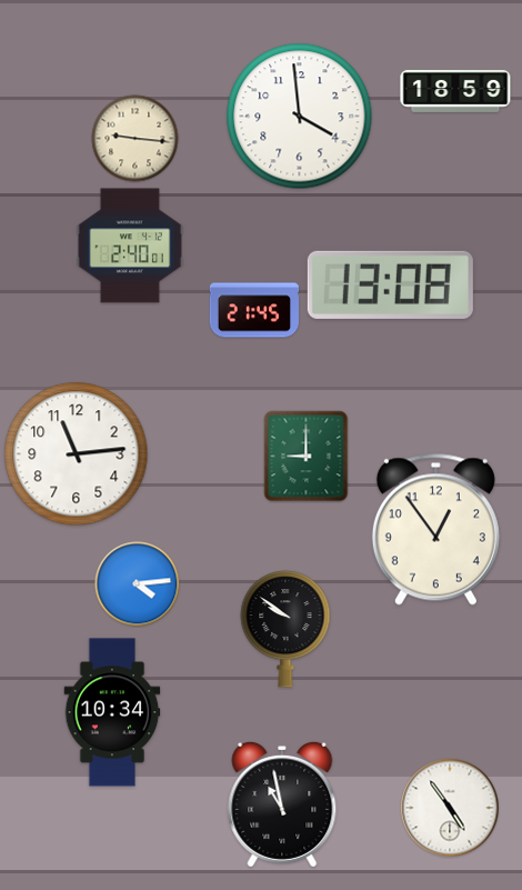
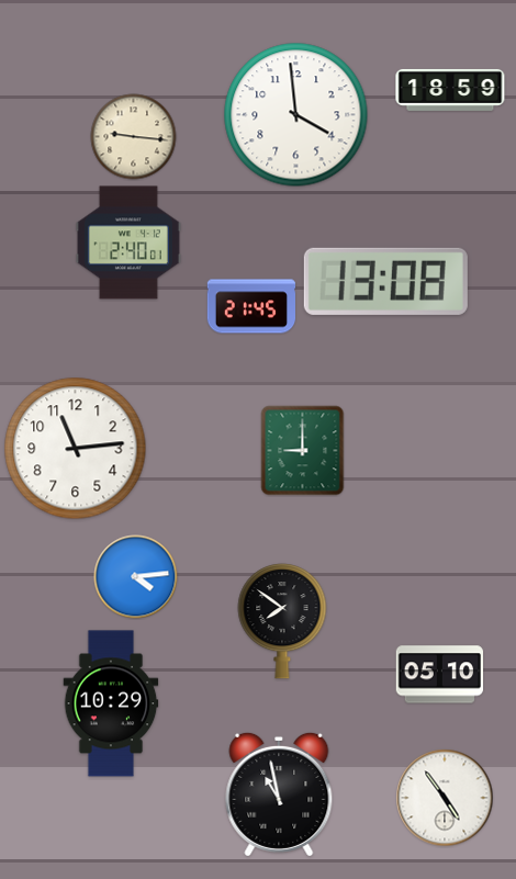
clock at (435, 529): 12:54 -> none
clock at (285, 629): 9:51 -> 7:51
clock at (440, 675): none -> 05:10
clock at (112, 712): 10:34 -> 10:29
